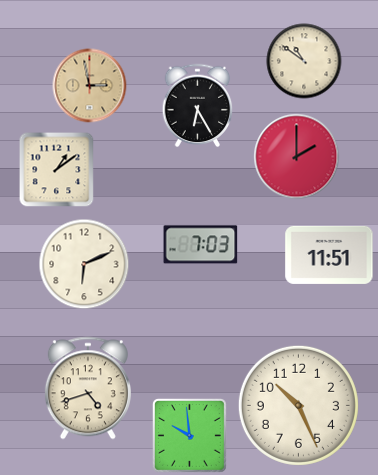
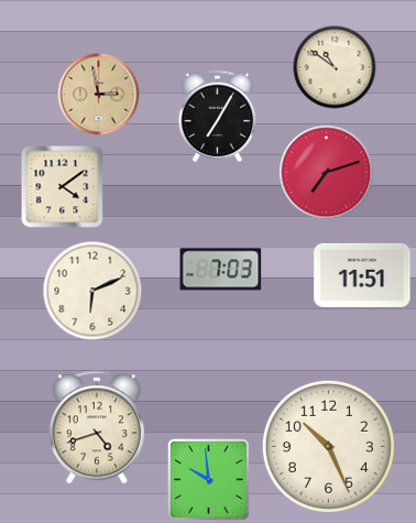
clock at (198, 106): 6:25 -> 7:05
clock at (297, 157): 2:00 -> 7:12
clock at (57, 170): 1:09 -> 4:09
clock at (329, 255) position: (329, 255) -> (362, 275)
